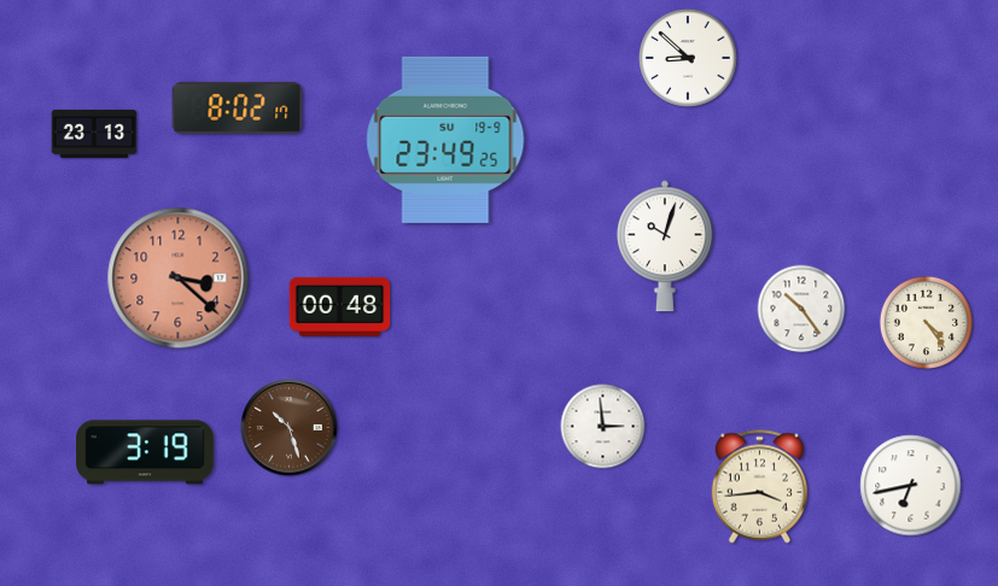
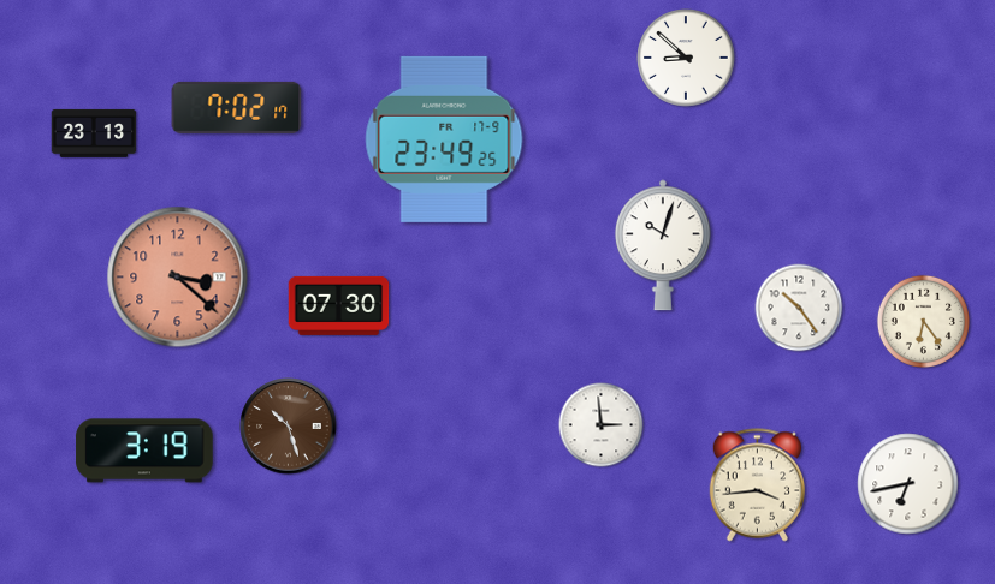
clock at (238, 107): 8:02 -> 7:02
clock at (445, 140) date: SU 19-9 -> FR 17-9
clock at (340, 306): 00:48 -> 07:30
clock at (926, 322): 4:24 -> 6:24
